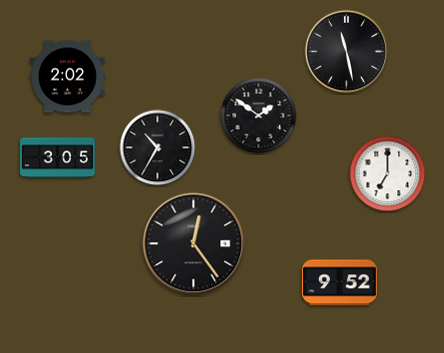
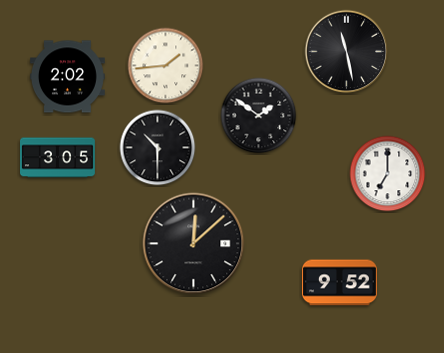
clock at (166, 66): none -> 1:44
clock at (158, 148): 10:35 -> 10:30
clock at (194, 244): 12:24 -> 12:08
